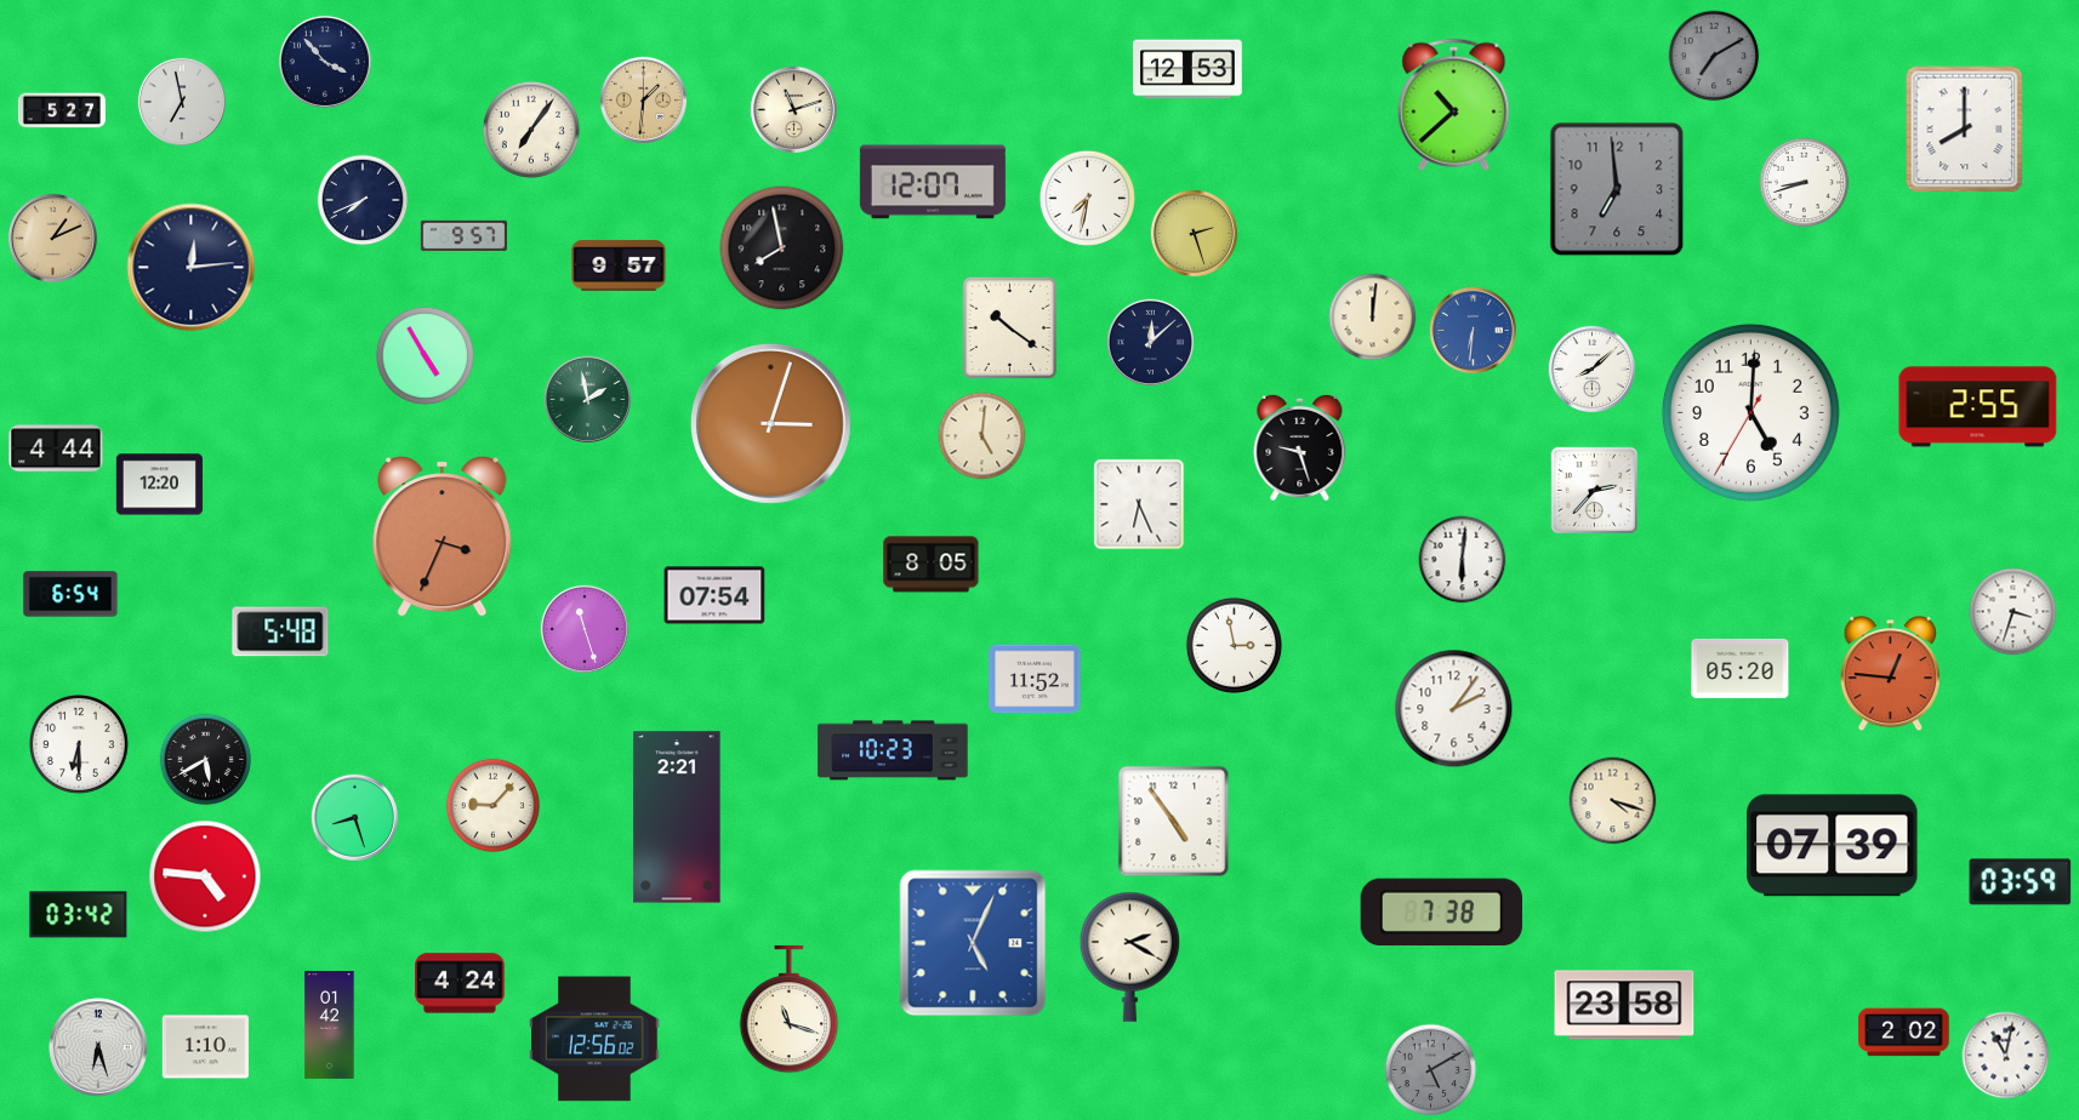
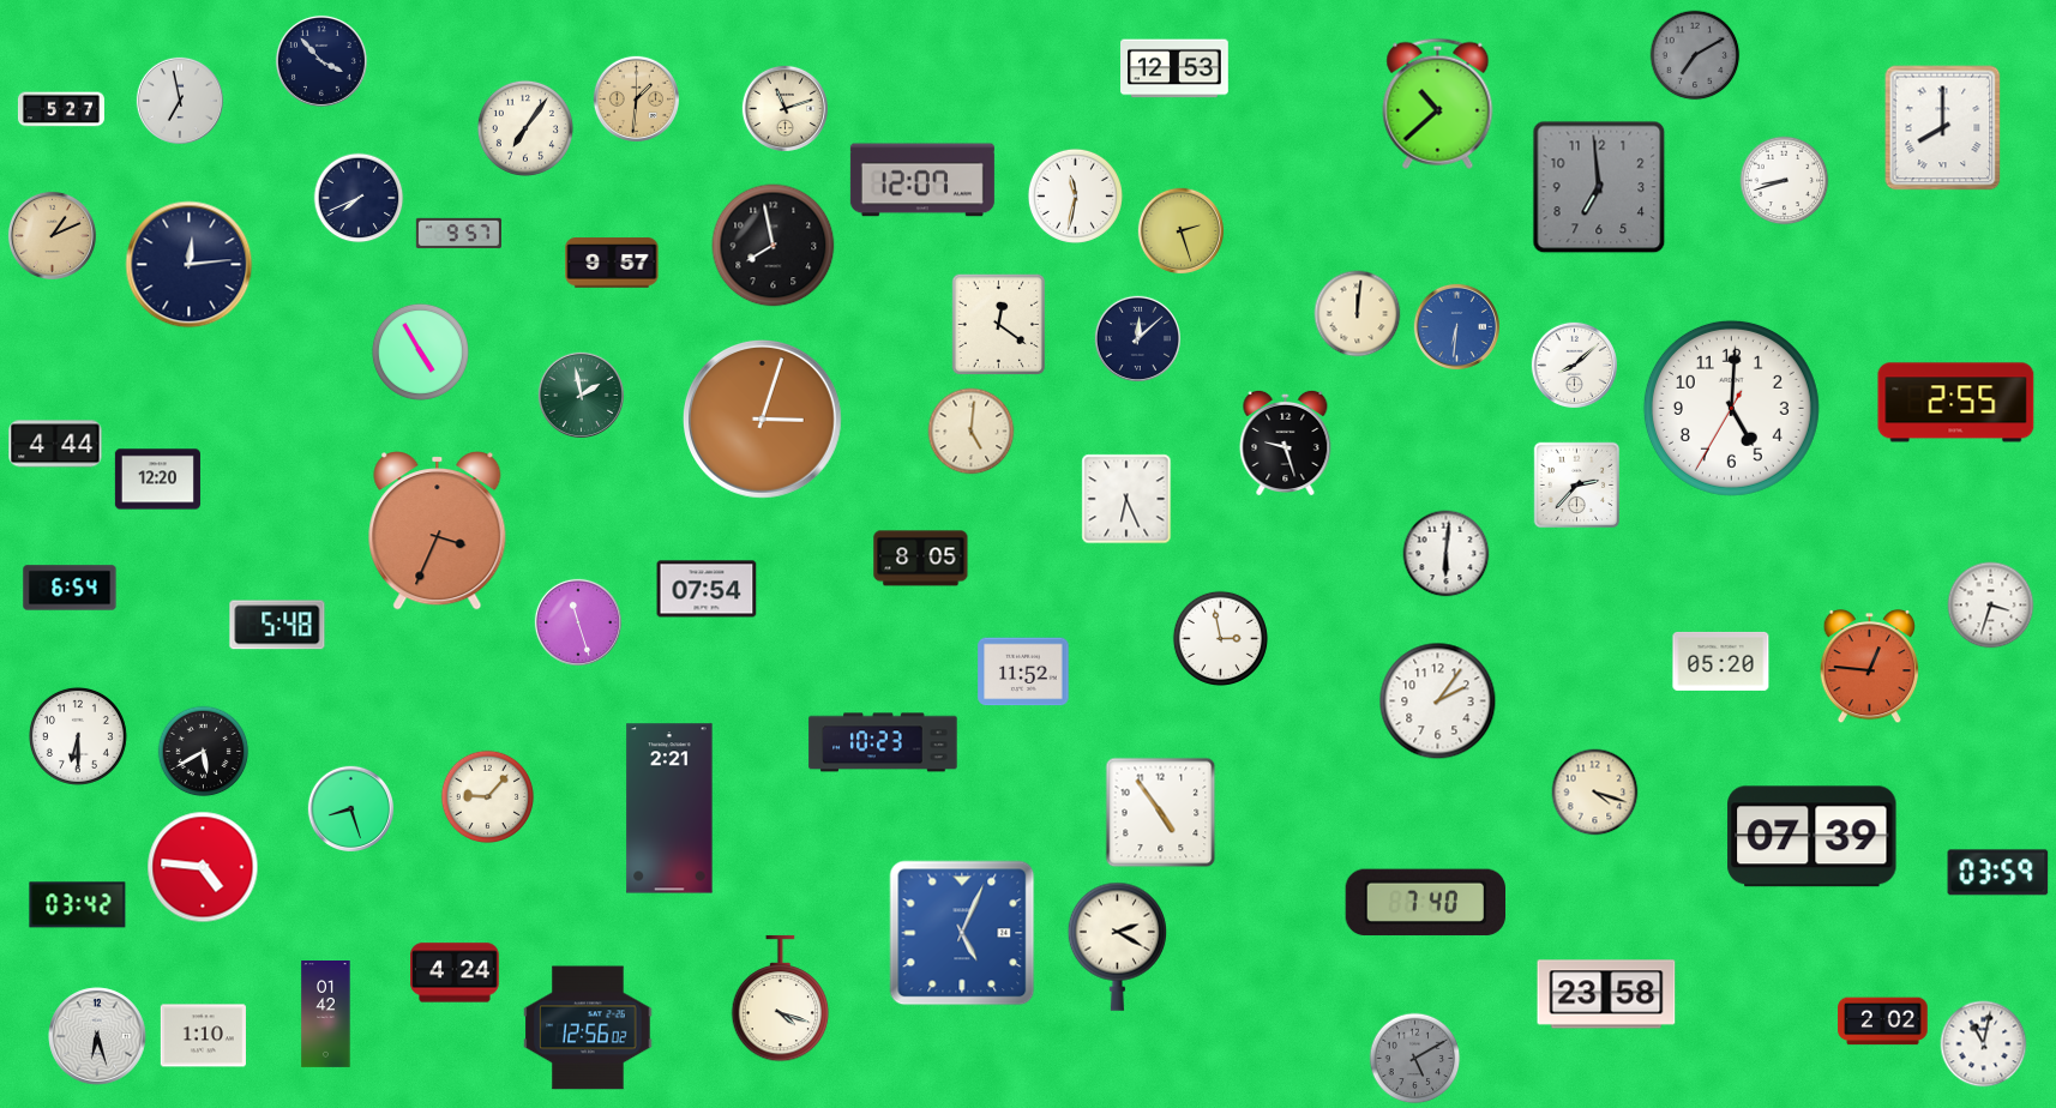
clock at (1087, 198): 7:32 -> 11:32
clock at (1010, 328): 10:21 -> 12:21
clock at (1441, 913): 7:38 -> 7:40
clock at (790, 1010): 11:18 -> 4:18
